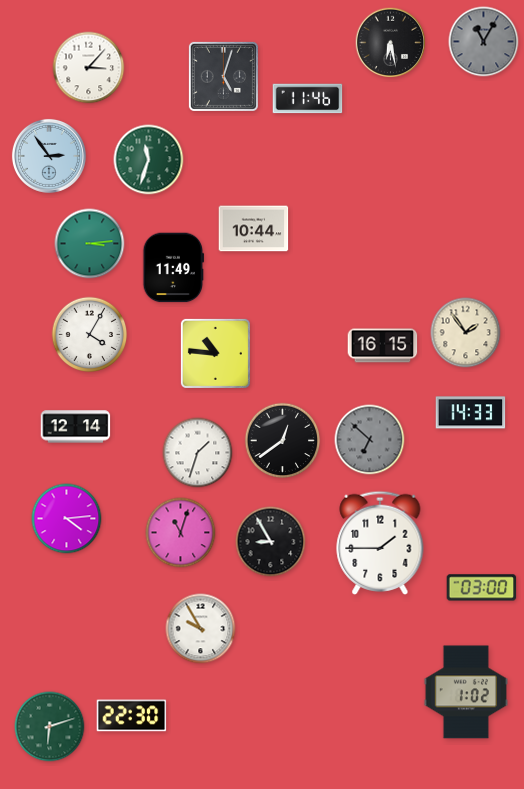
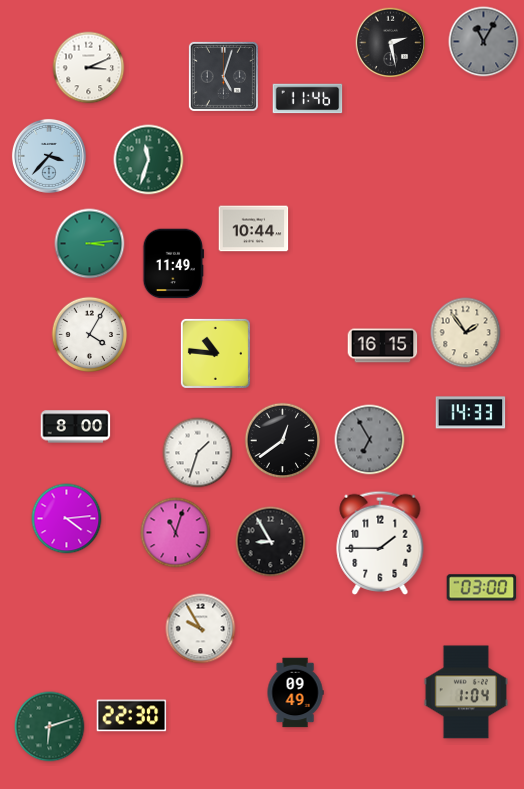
clock at (391, 43): 6:28 -> 2:28
clock at (89, 68): 3:07 -> 3:11
clock at (49, 156): 2:54 -> 3:37
clock at (174, 268) position: (174, 268) -> (174, 264)
clock at (76, 427): 12:14 -> 8:00
clock at (370, 440): 6:52 -> 6:55
clock at (181, 533) position: (181, 533) -> (176, 533)
clock at (465, 692): 1:02 -> 1:04
clock at (295, 693): none -> 09:49
